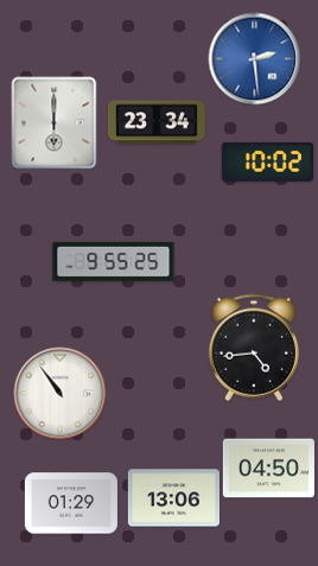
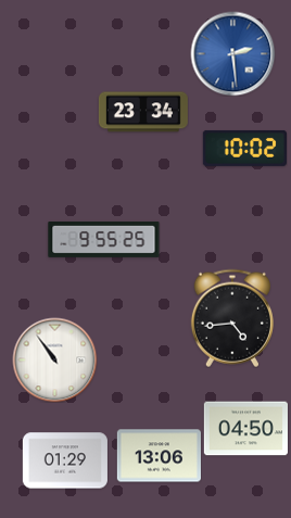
clock at (55, 122): 6:00 -> none
